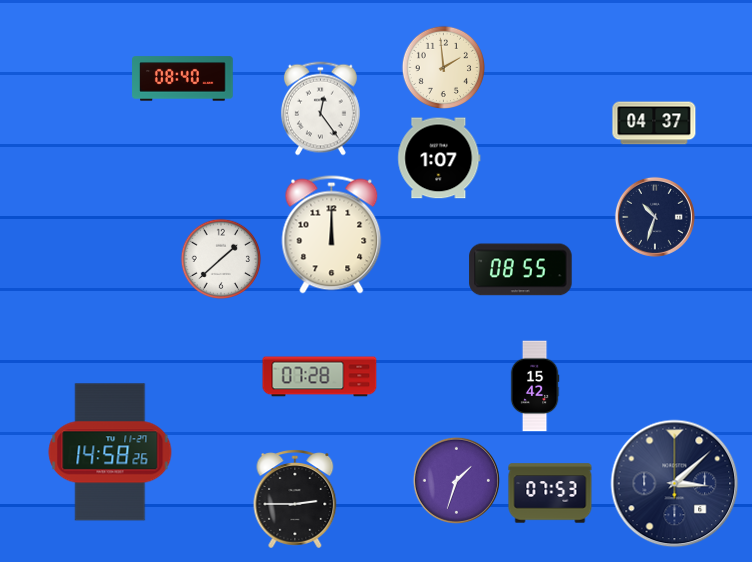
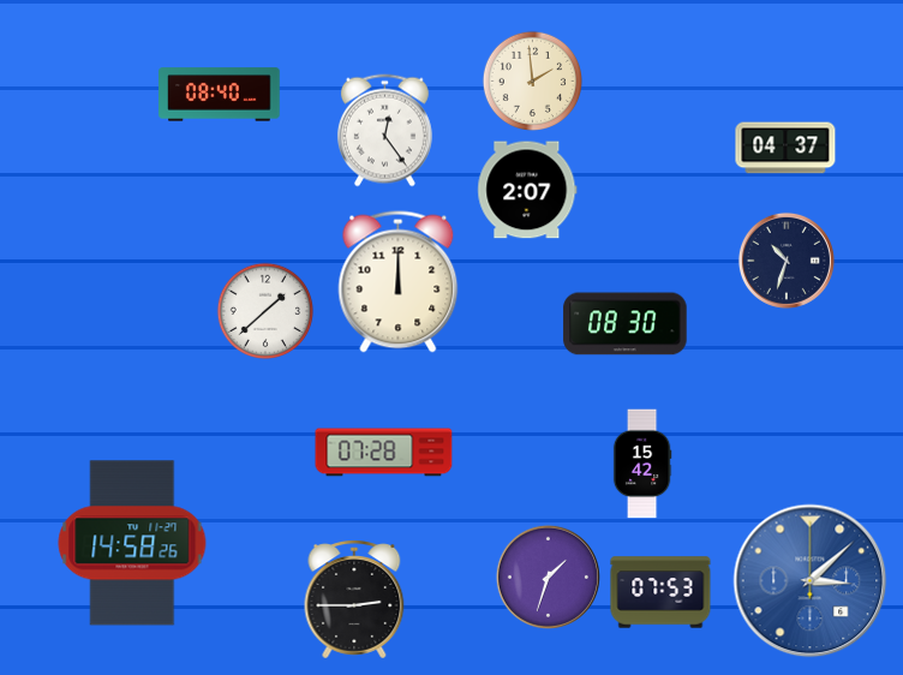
clock at (439, 158): 1:07 -> 2:07
clock at (521, 270): 08:55 -> 08:30
clock at (675, 484) dial: navy -> blue
